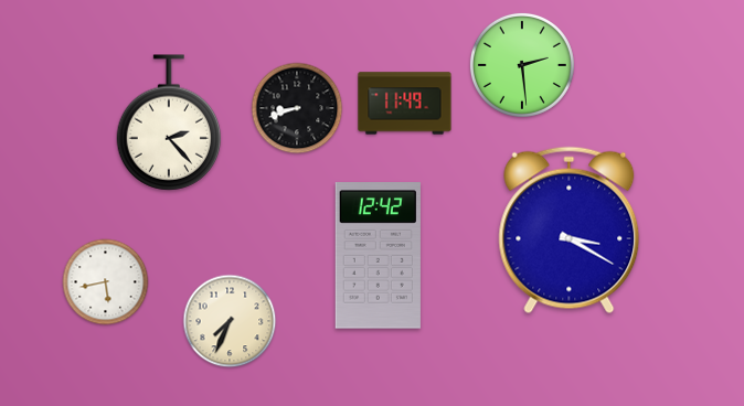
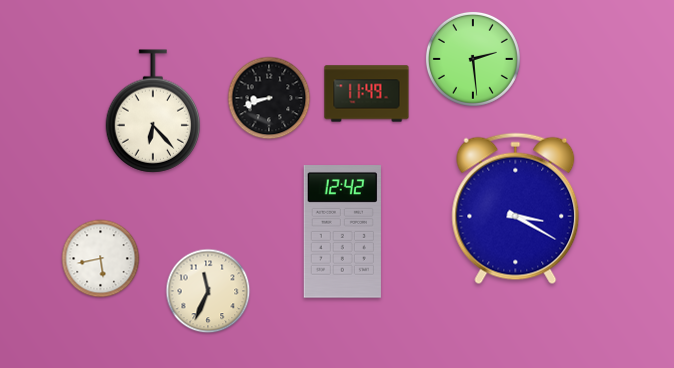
clock at (169, 122): 2:23 -> 6:23
clock at (106, 282) position: (106, 282) -> (101, 259)
clock at (230, 321): 7:34 -> 11:34
